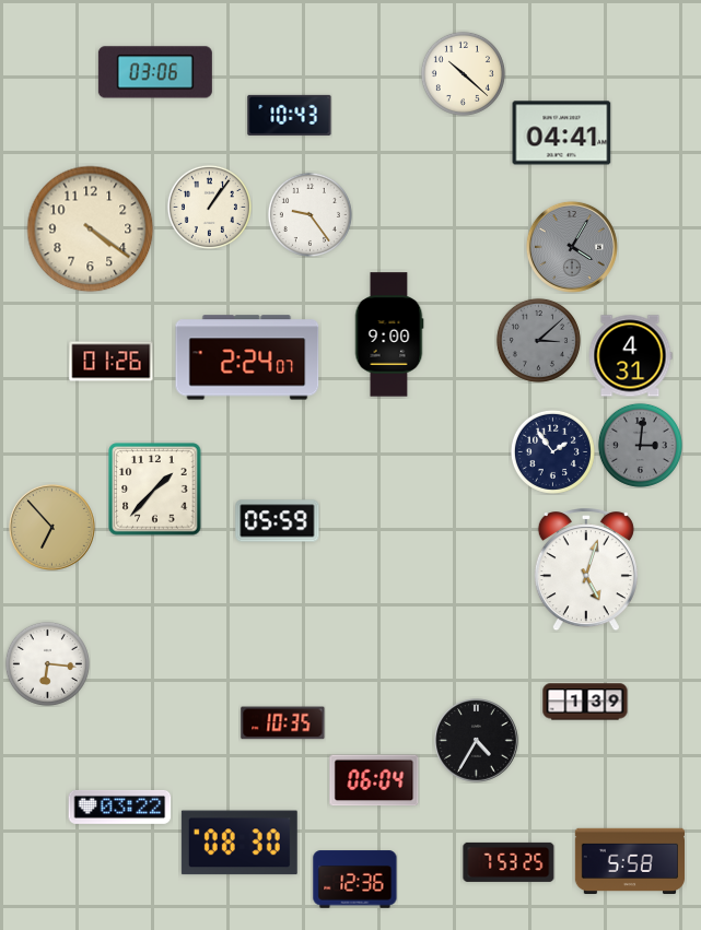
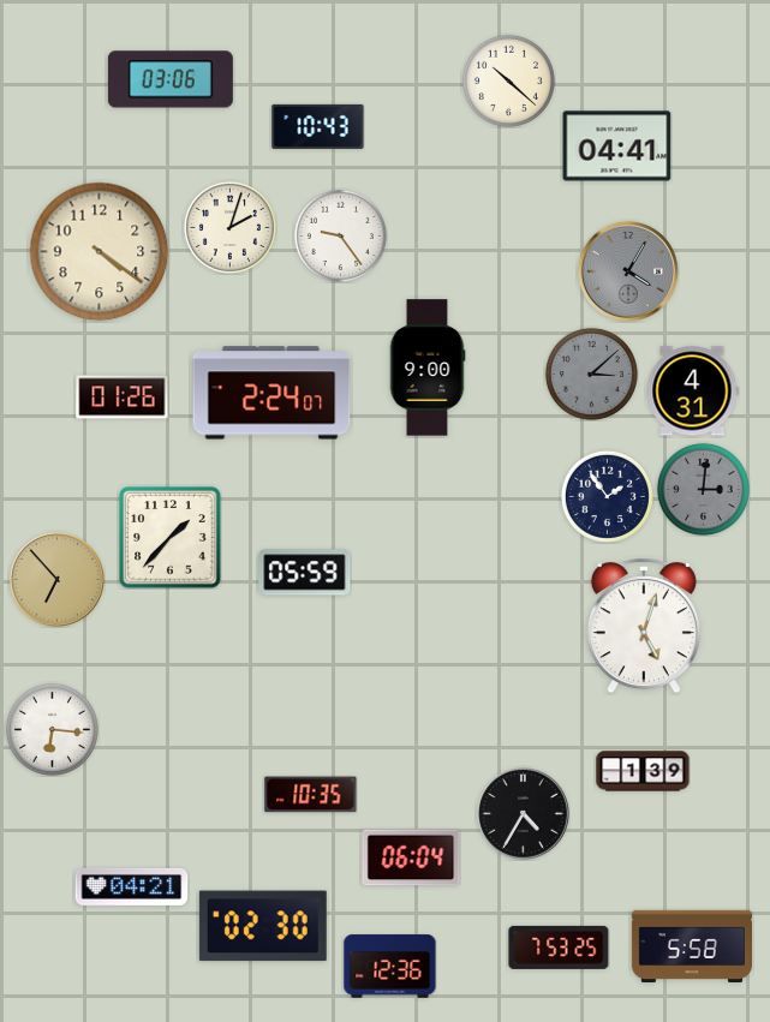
clock at (209, 207): 1:06 -> 2:03
clock at (120, 807): 03:22 -> 04:21
clock at (239, 843): 08:30 -> 02:30
